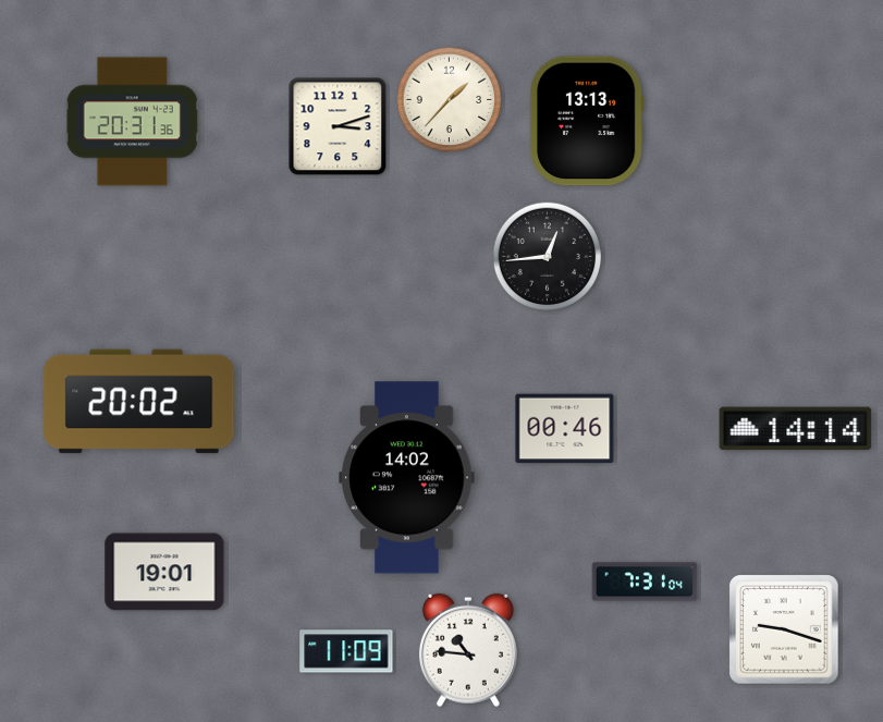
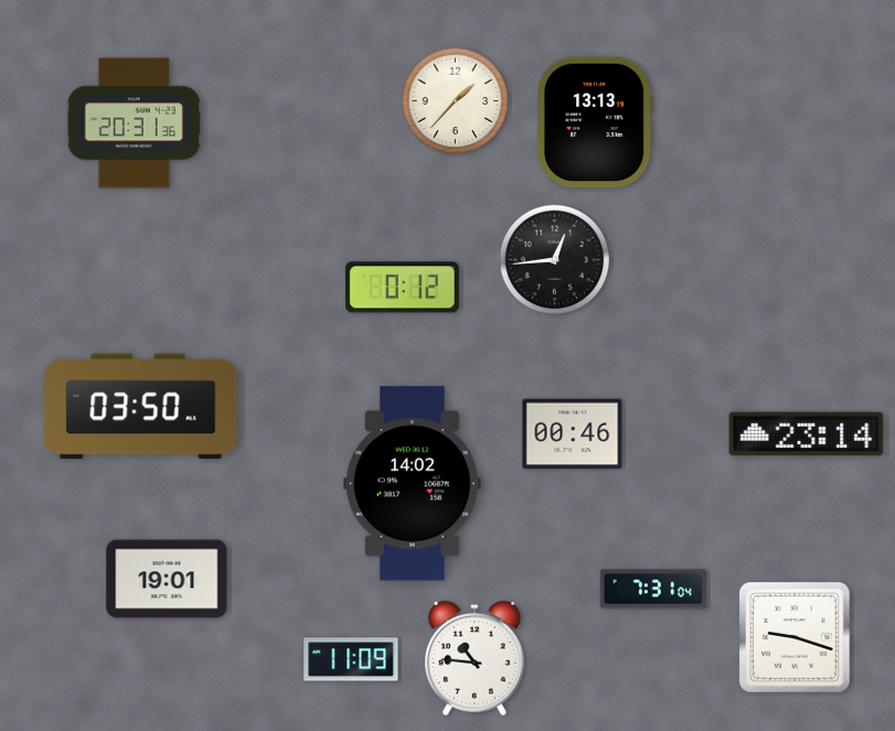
clock at (338, 126): 3:12 -> none
clock at (402, 288): none -> 0:12
clock at (139, 402): 20:02 -> 03:50
clock at (796, 429): 14:14 -> 23:14
